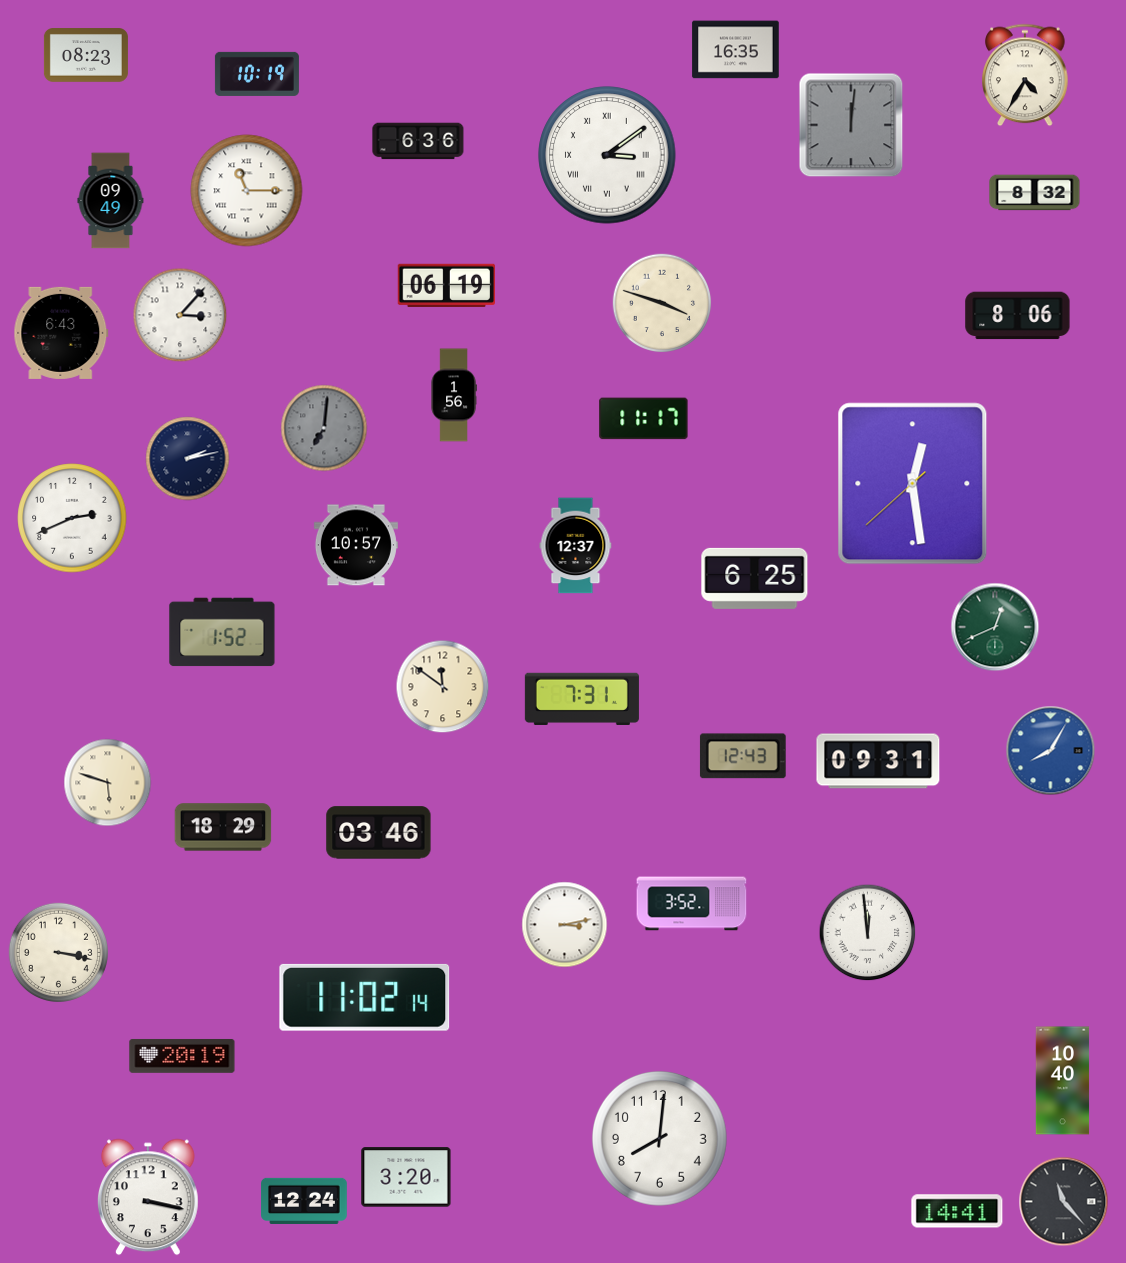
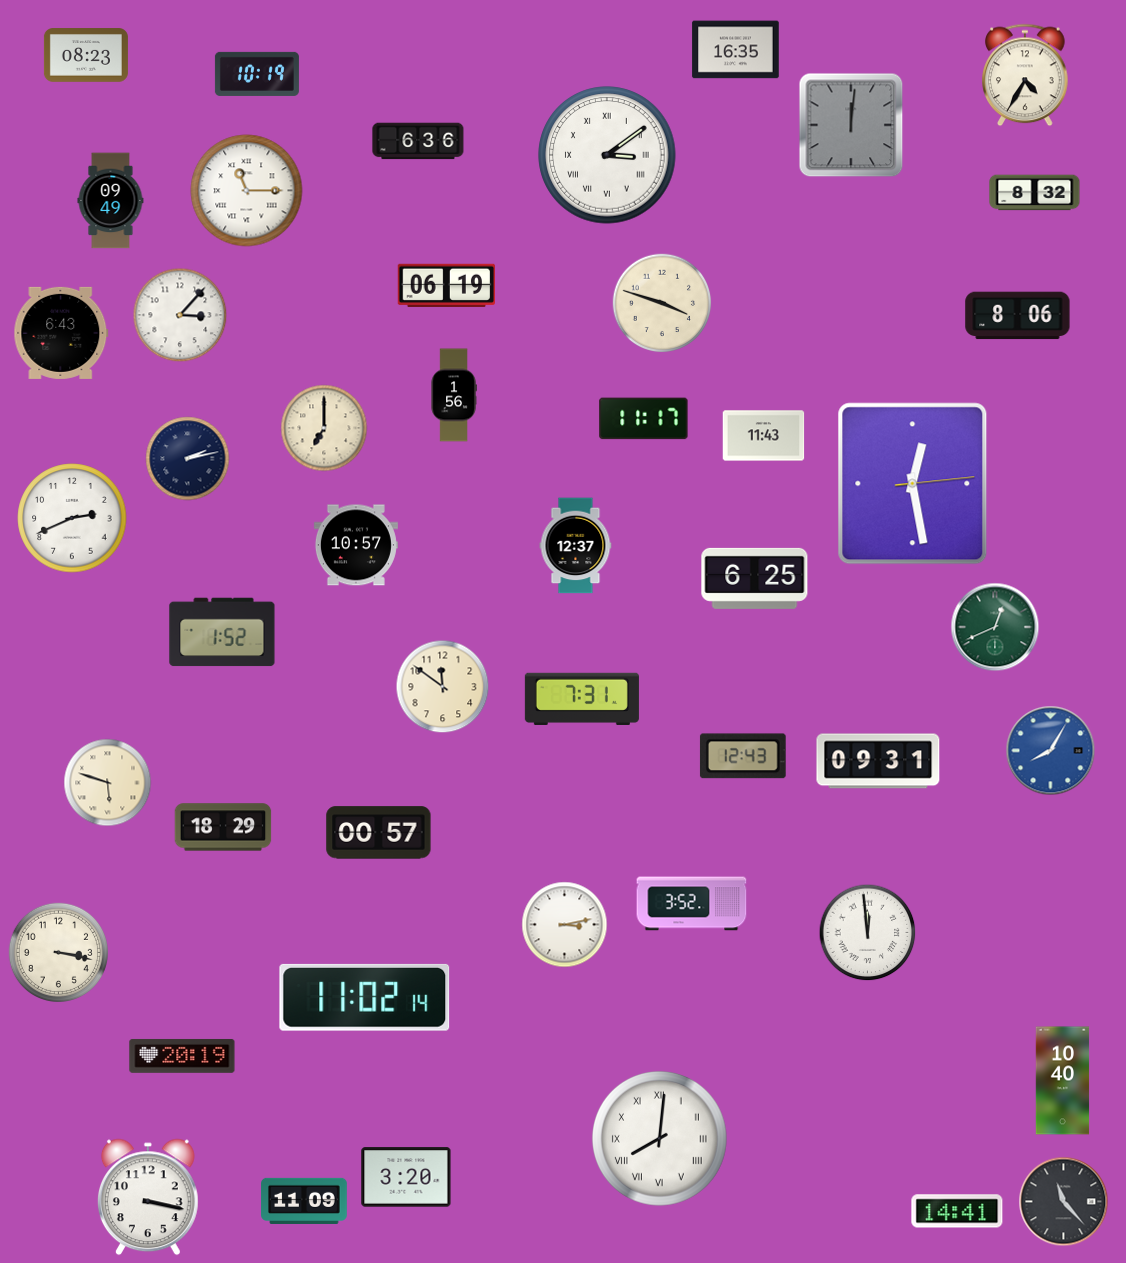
clock at (324, 428): 7:01 -> 7:00
clock at (324, 428) dial: grey -> cream
clock at (764, 436): none -> 11:43
clock at (913, 484): 12:28:38 -> 12:28:14
clock at (379, 833): 03:46 -> 00:57
clock at (659, 1138) numerals: Arabic -> Roman
clock at (304, 1201): 12:24 -> 11:09
